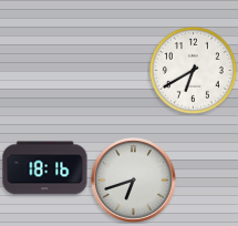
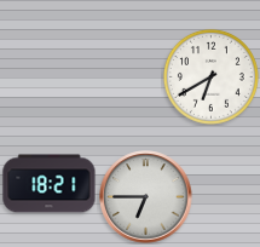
clock at (45, 168): 18:16 -> 18:21
clock at (134, 181): 6:42 -> 6:45
